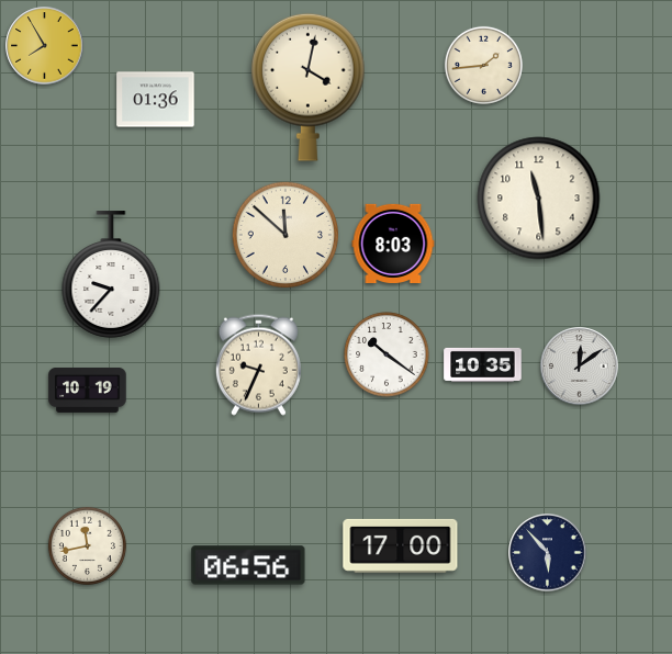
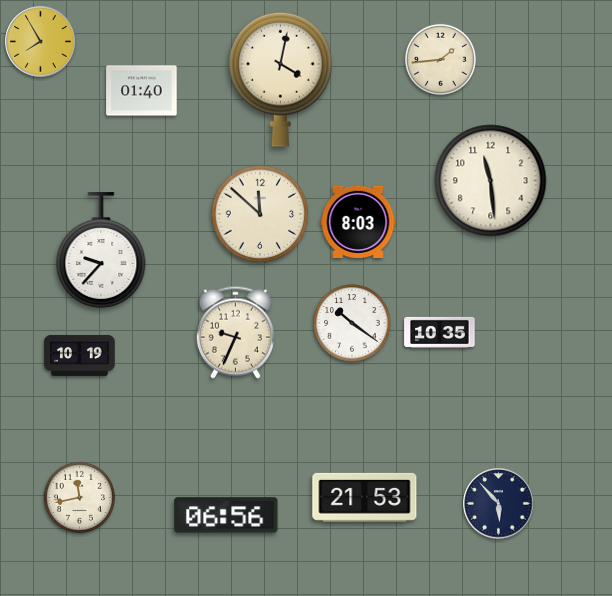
clock at (156, 100): 01:36 -> 01:40
clock at (580, 367): 12:09 -> none
clock at (401, 545): 17:00 -> 21:53
